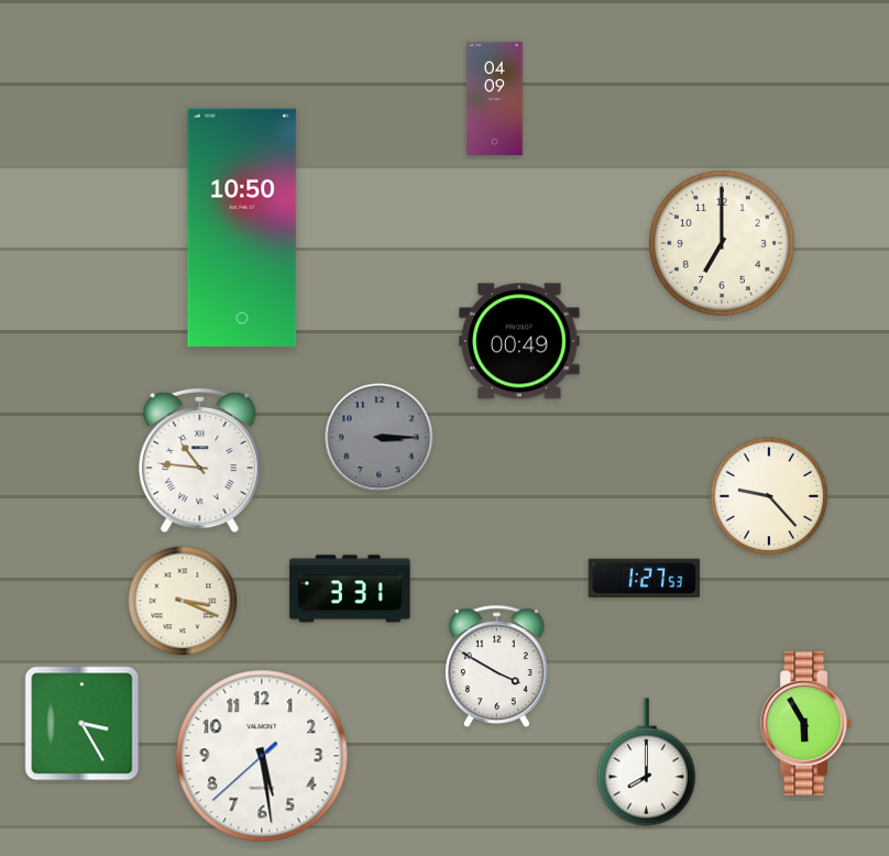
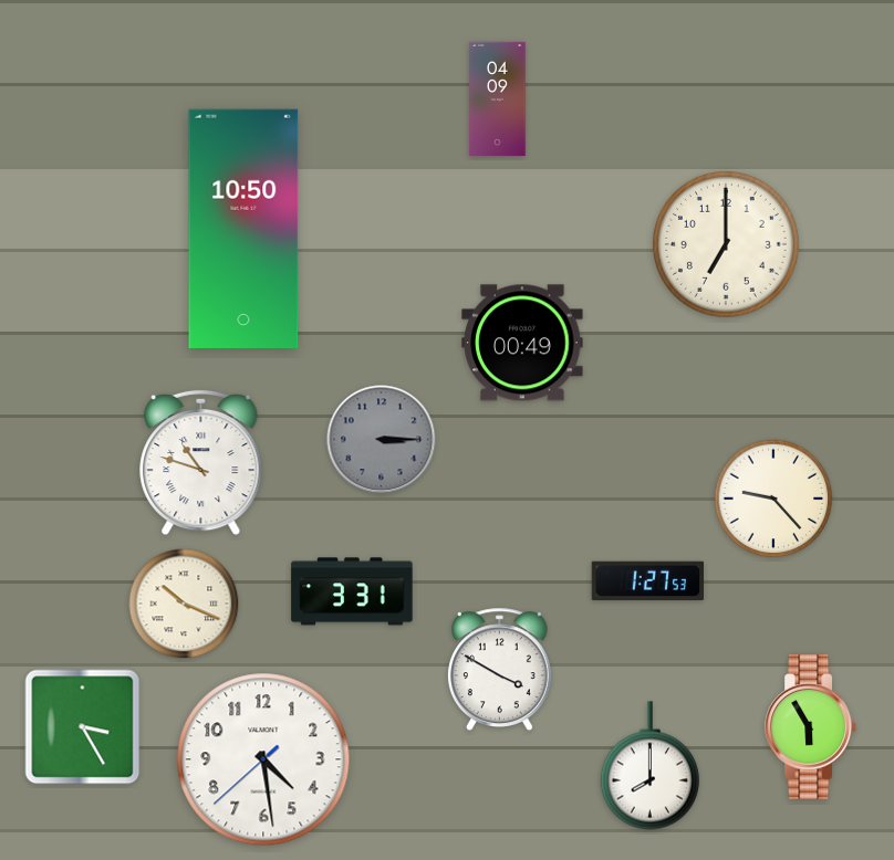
clock at (200, 461): 10:46 -> 10:48
clock at (183, 601): 3:19 -> 10:19
clock at (262, 756): 5:28 -> 4:28
